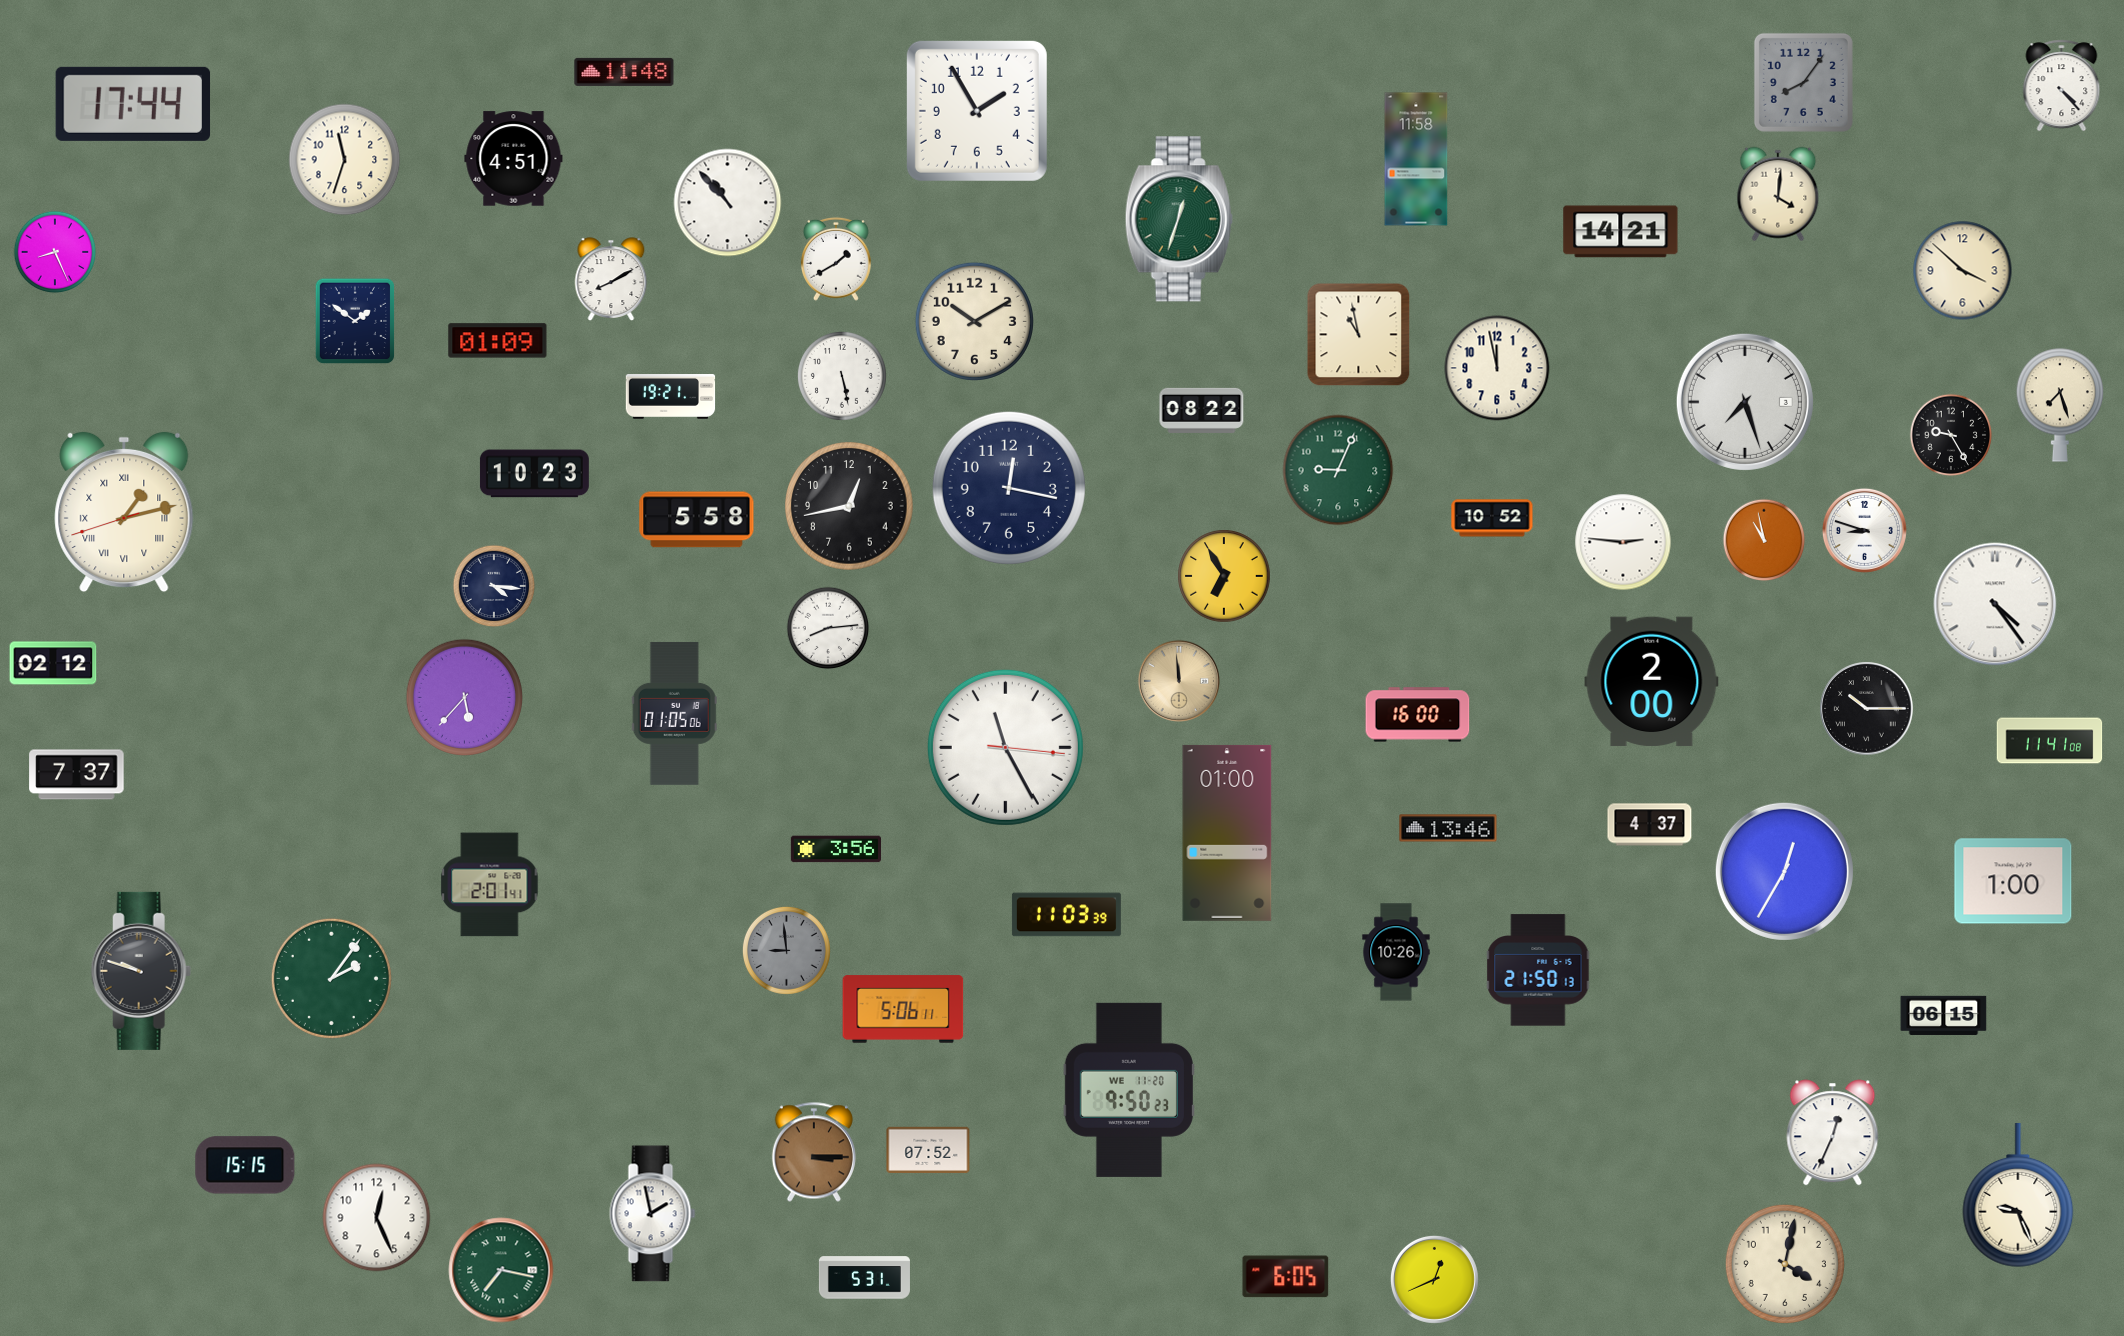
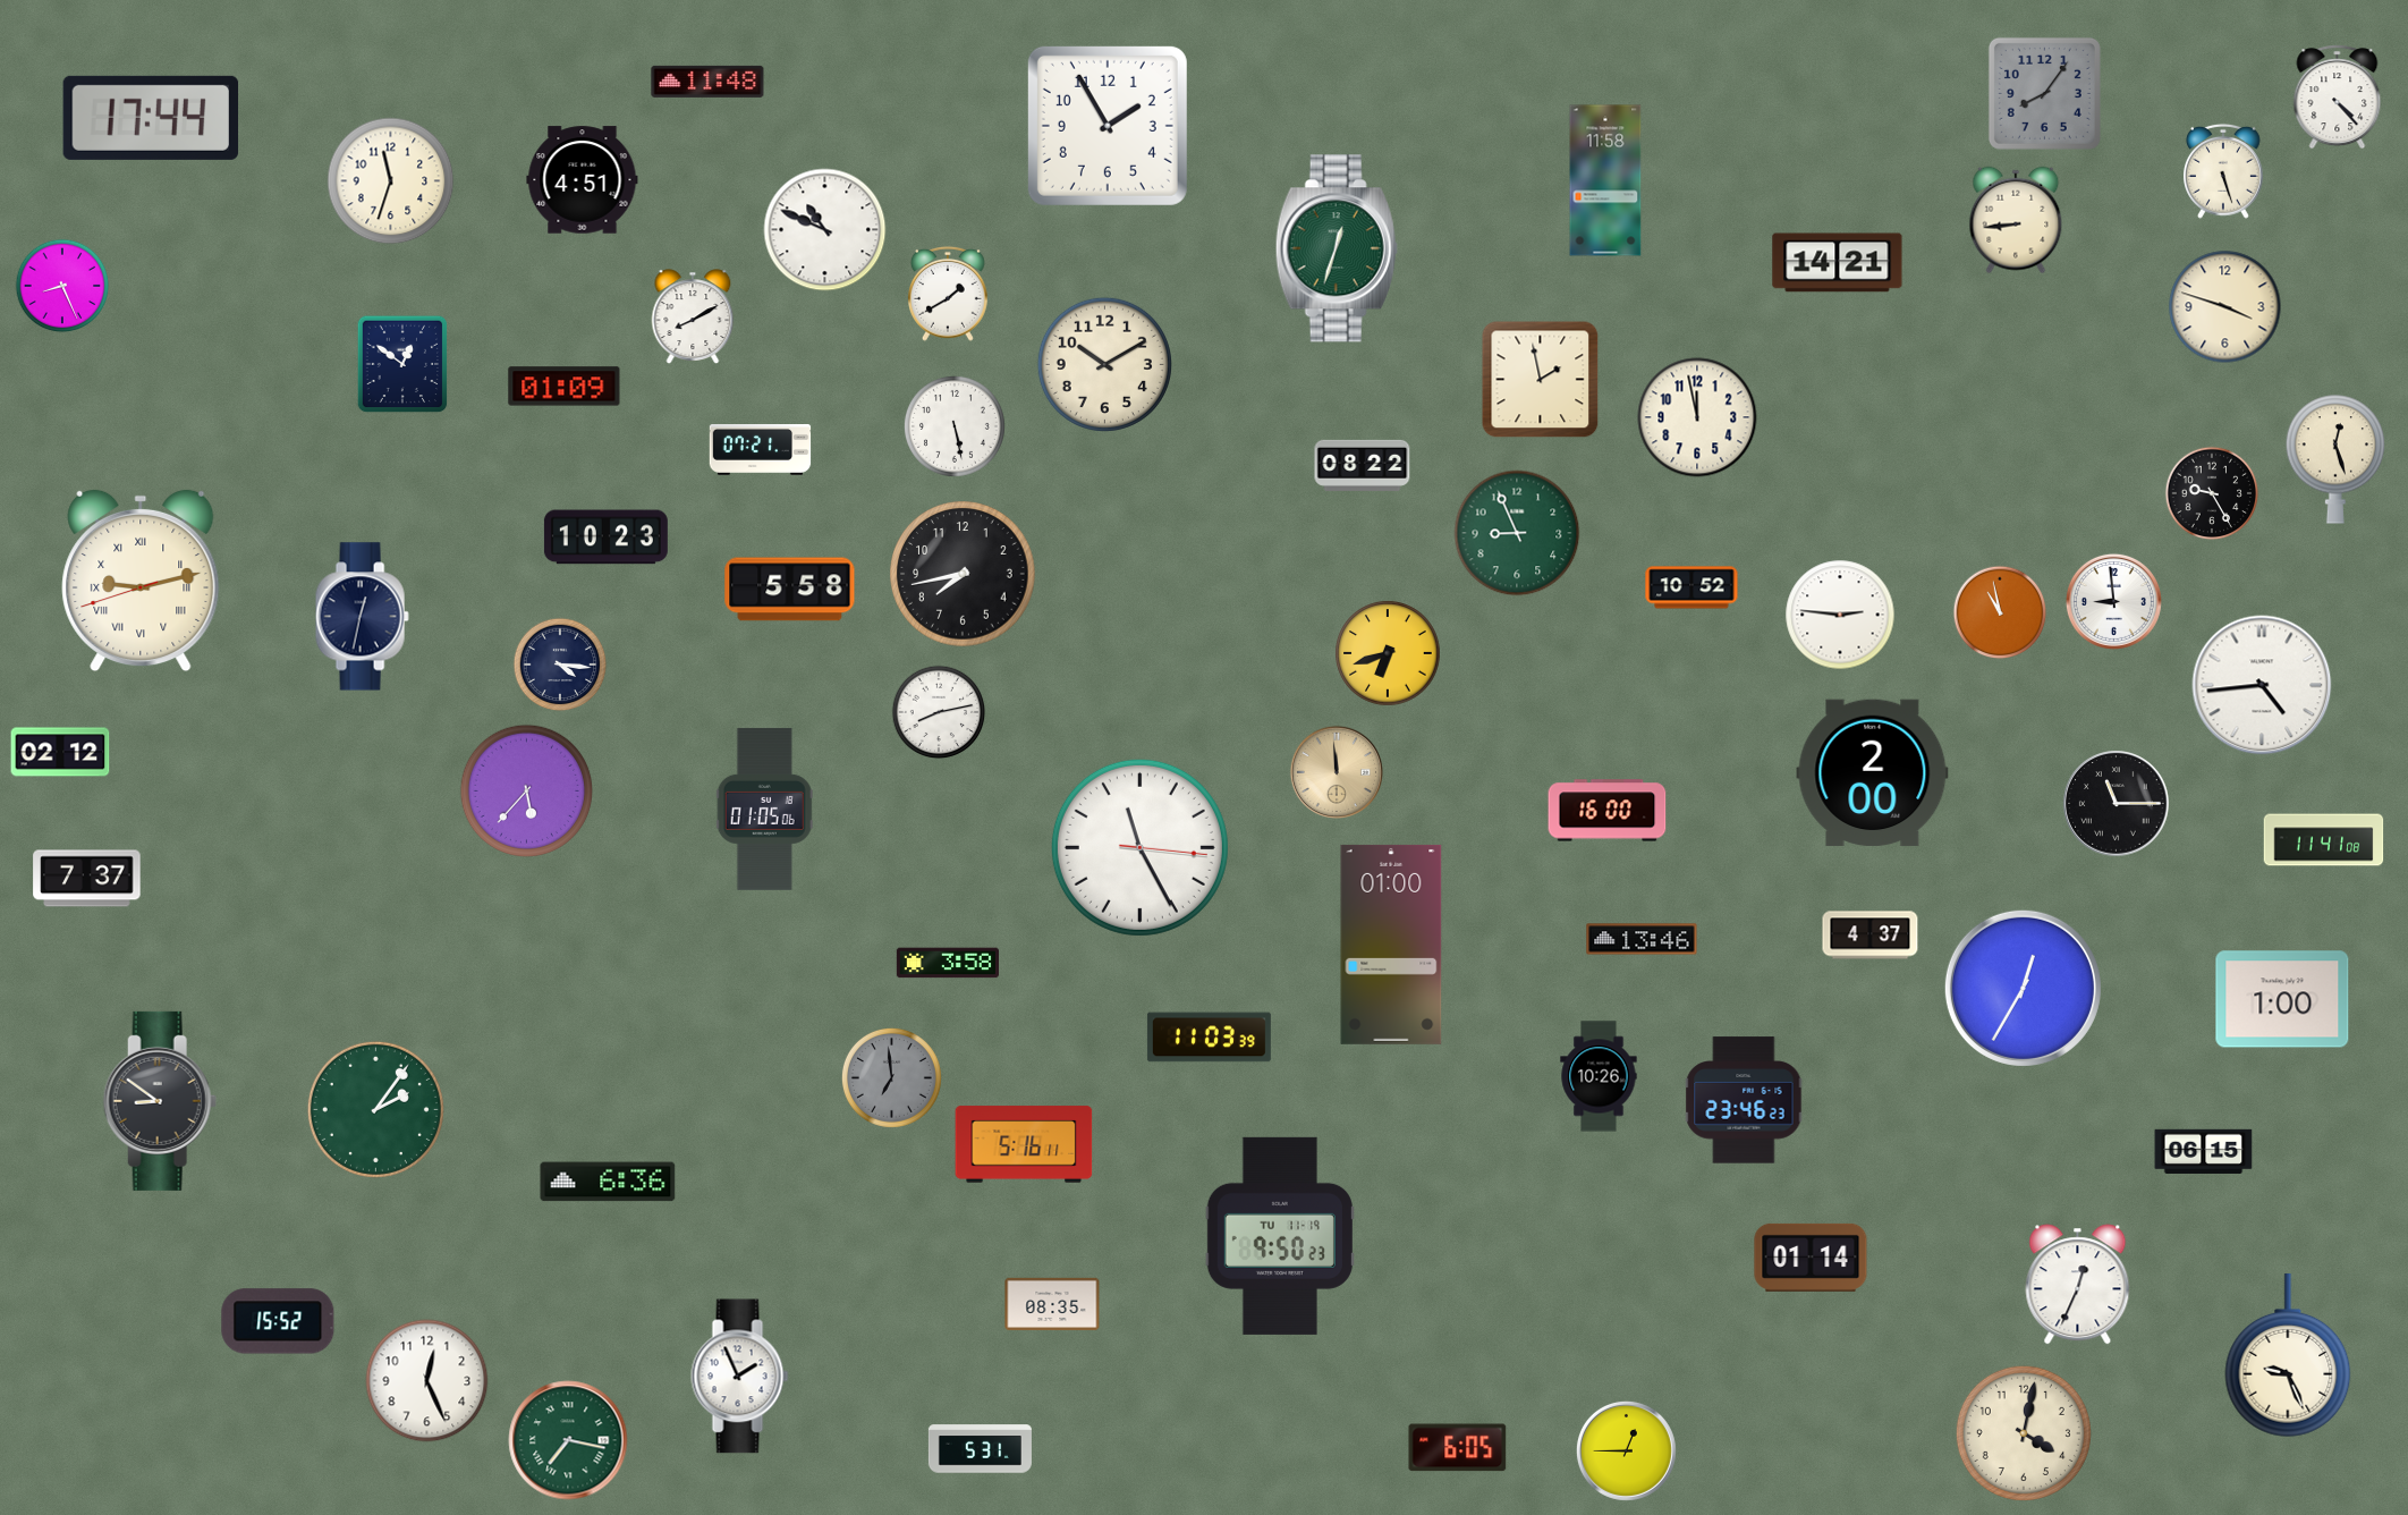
clock at (2224, 171): none -> 5:27
clock at (1778, 194): 4:01 -> 8:44
clock at (728, 203): 10:53 -> 10:49
clock at (1963, 271): 3:52 -> 3:48
clock at (355, 321): 1:51 -> 12:51
clock at (1359, 335): 10:58 -> 1:58
clock at (671, 397): 19:21 -> 07:21
clock at (1745, 402): 7:27 -> none
clock at (2060, 405): 7:27 -> 12:27
clock at (1338, 470): 9:04 -> 8:56
clock at (1009, 488): 12:17 -> none
clock at (849, 506): 12:43 -> 7:43
clock at (124, 512): 1:12 -> 9:12
clock at (1864, 530): 8:48 -> 8:59
clock at (362, 617): none -> 12:32
clock at (1224, 576): 6:55 -> 6:42
clock at (1995, 604): 4:24 -> 4:44
clock at (828, 628): 8:14 -> 8:13
clock at (1867, 709): 10:15 -> 11:15
clock at (835, 849): 3:56 -> 3:58
clock at (490, 885): 2:01 -> none
clock at (786, 950): 8:59 -> 6:59
clock at (1396, 952) position: (1396, 952) -> (1599, 1076)
clock at (1538, 970): 21:50 -> 23:46
clock at (141, 971): 9:48 -> 8:51
clock at (903, 1009): 5:06 -> 5:16
clock at (608, 1182): none -> 6:36
clock at (1129, 1090) date: WE 11-20 -> TU 11-19
clock at (1811, 1258): none -> 01:14
clock at (928, 1149): 07:52 -> 08:35
clock at (814, 1152): 3:15 -> none
clock at (245, 1165): 15:15 -> 15:52
clock at (653, 1214): 1:58 -> 1:56
clock at (1434, 1279): 12:41 -> 12:45
